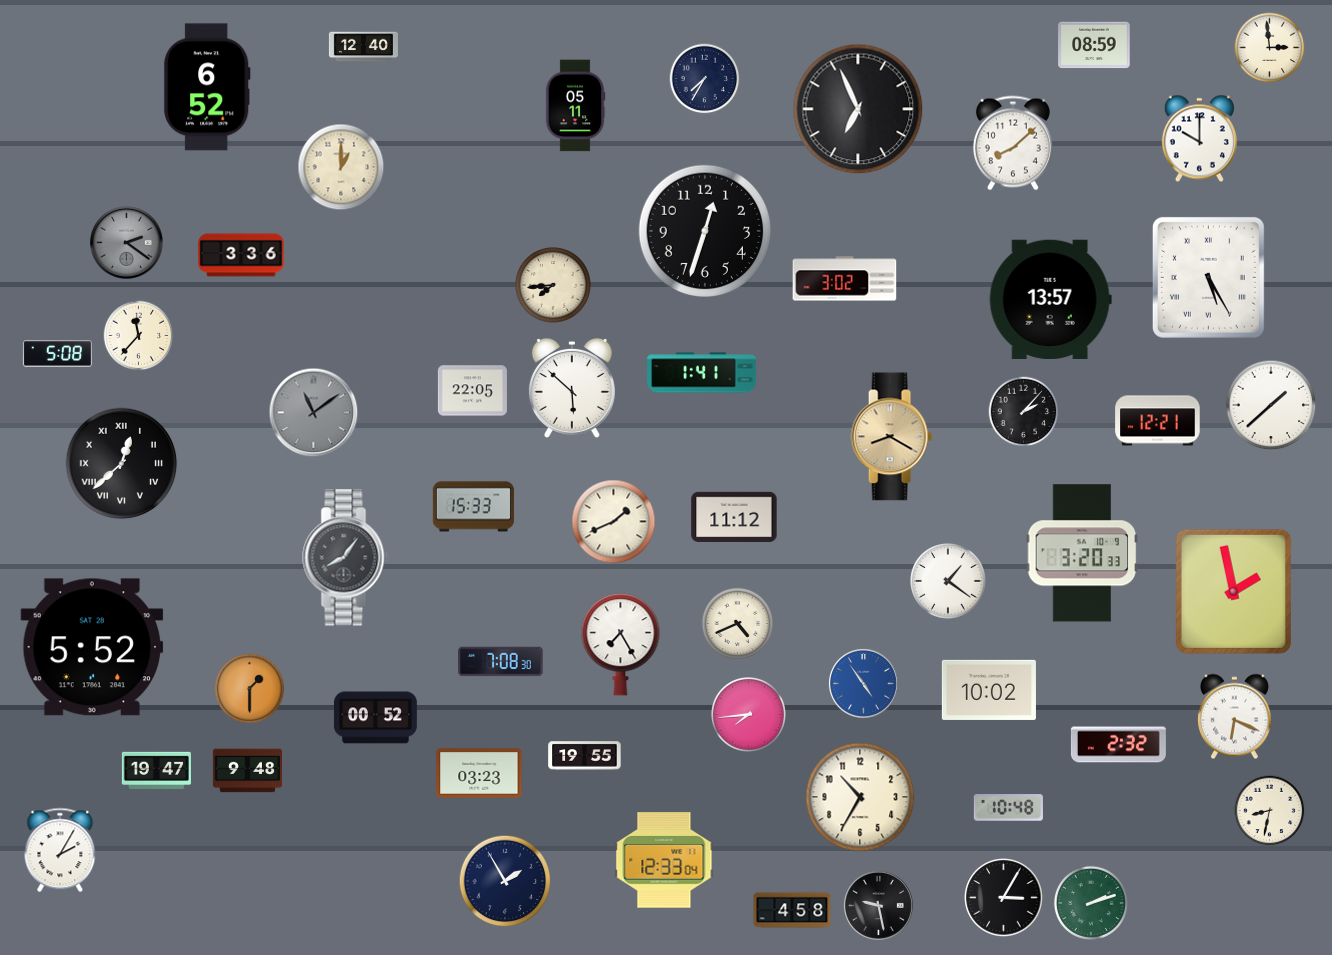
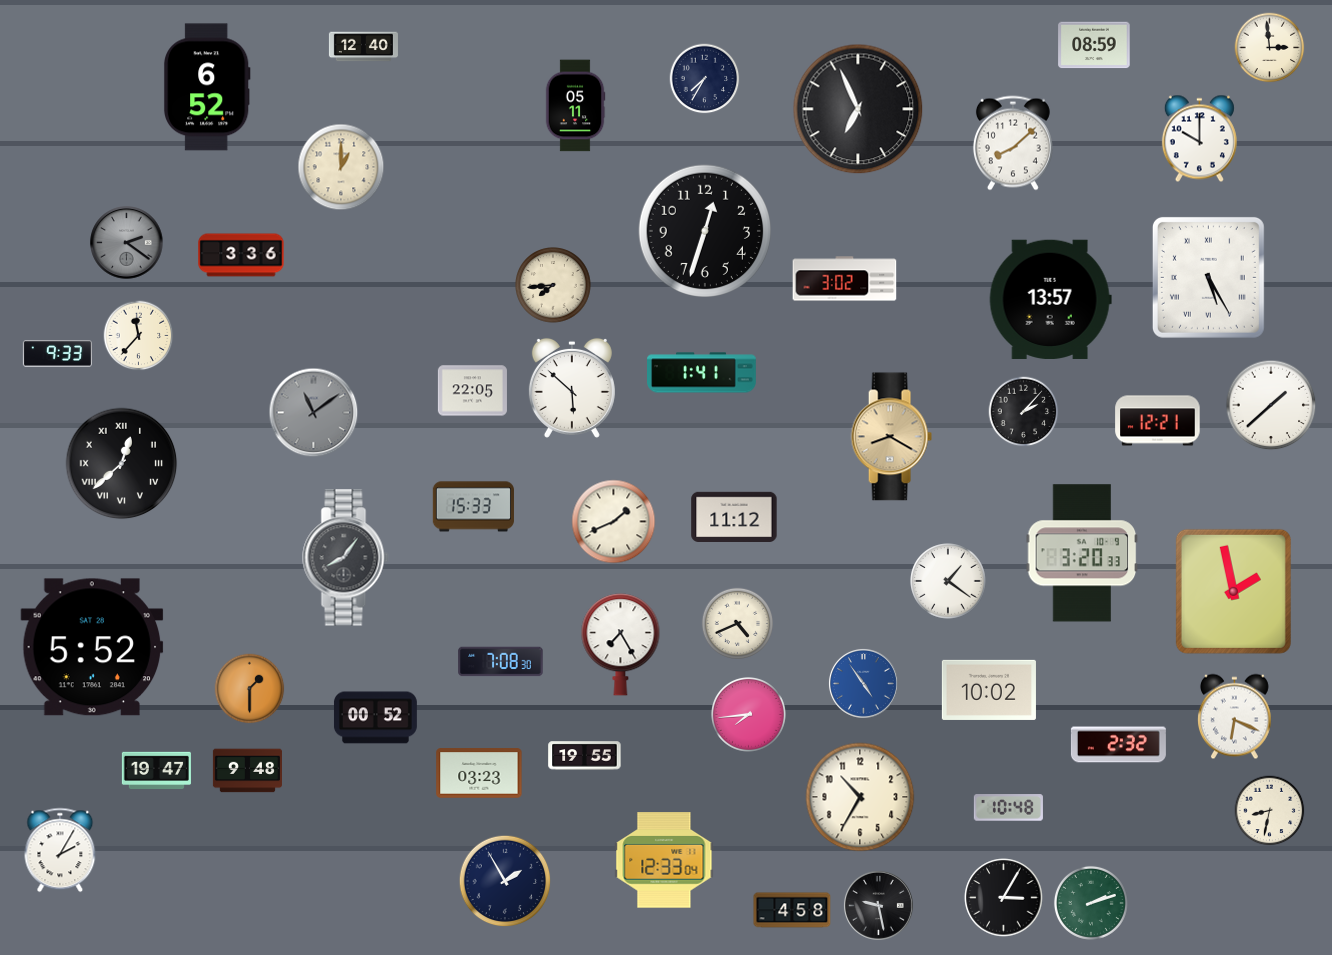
clock at (57, 354): 5:08 -> 9:33
